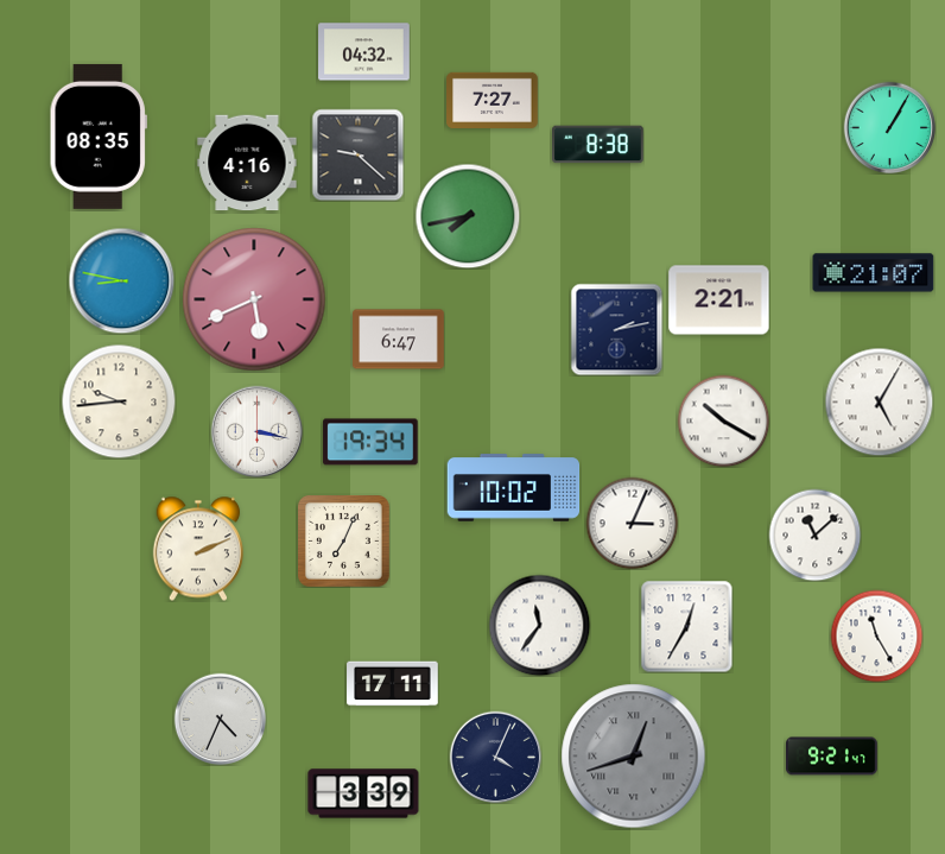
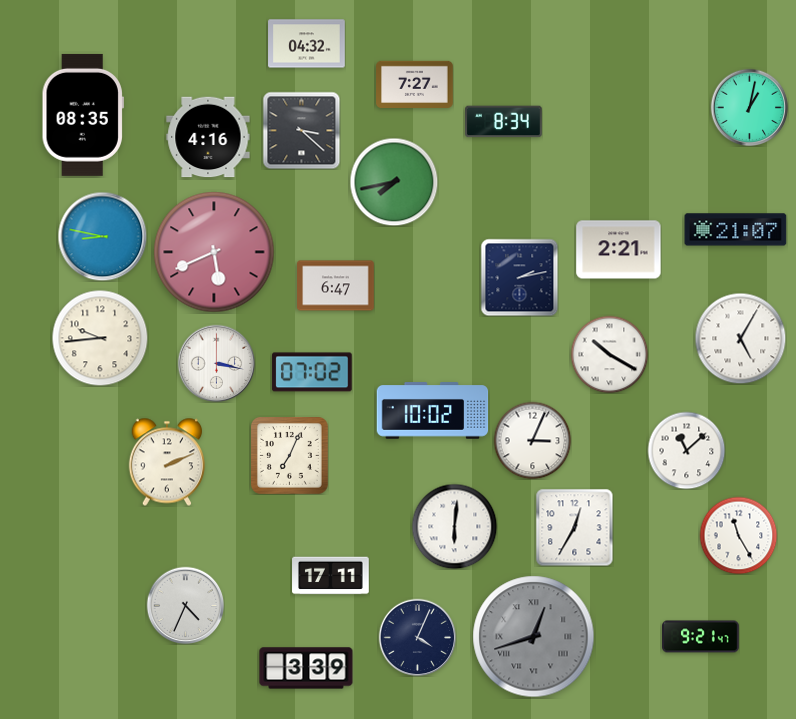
clock at (889, 127): 1:05 -> 1:02
clock at (598, 145): 8:38 -> 8:34
clock at (357, 154): 9:22 -> 3:22
clock at (719, 301) position: (719, 301) -> (619, 250)
clock at (370, 442): 19:34 -> 07:02
clock at (539, 625): 11:36 -> 6:01
clock at (686, 626) position: (686, 626) -> (574, 527)
